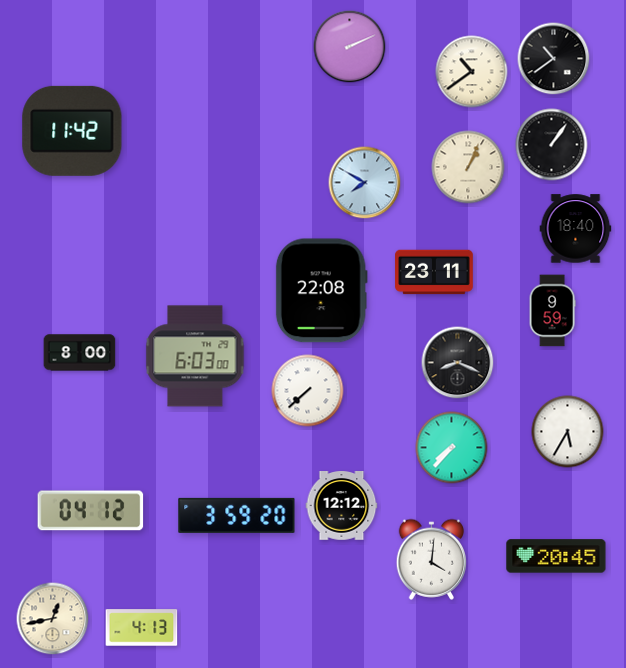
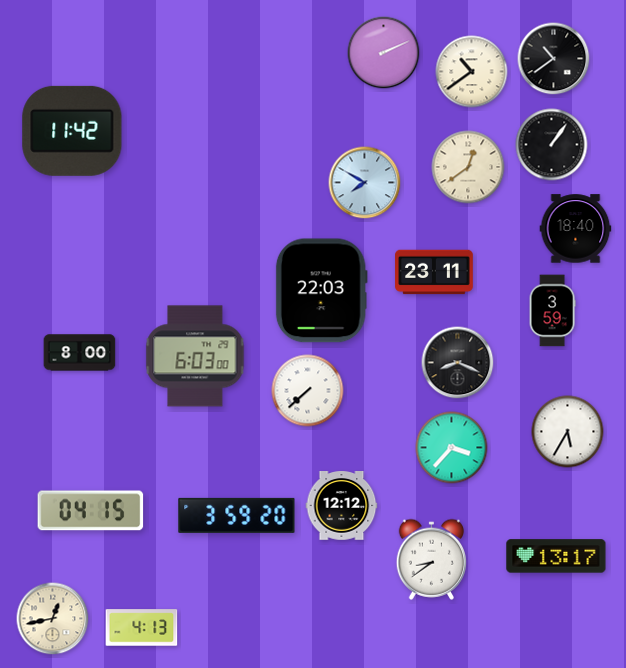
clock at (350, 47) position: (350, 47) -> (384, 53)
clock at (468, 167): 1:04 -> 12:39
clock at (321, 291): 22:08 -> 22:03
clock at (552, 311): 9:59 -> 3:59
clock at (452, 448): 7:37 -> 3:37
clock at (91, 511): 04:12 -> 04:15
clock at (556, 556): 20:45 -> 13:17
clock at (432, 559): 4:01 -> 8:39
